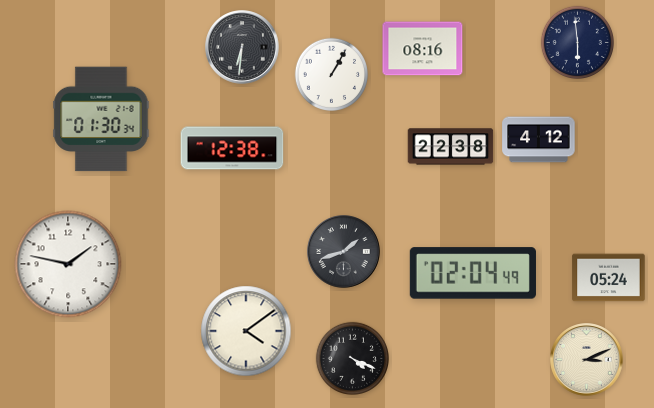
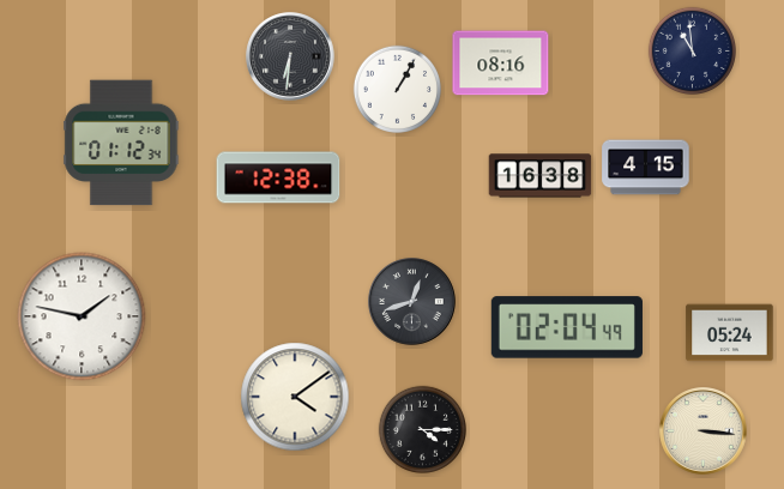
clock at (577, 42): 5:59 -> 10:59
clock at (423, 49) position: (423, 49) -> (501, 64)
clock at (101, 119): 01:30 -> 01:12
clock at (539, 140): 4:12 -> 4:15
clock at (451, 147): 22:38 -> 16:38
clock at (344, 252): 1:42 -> 12:42
clock at (352, 358): 4:19 -> 4:15
clock at (587, 360): 3:11 -> 3:16
